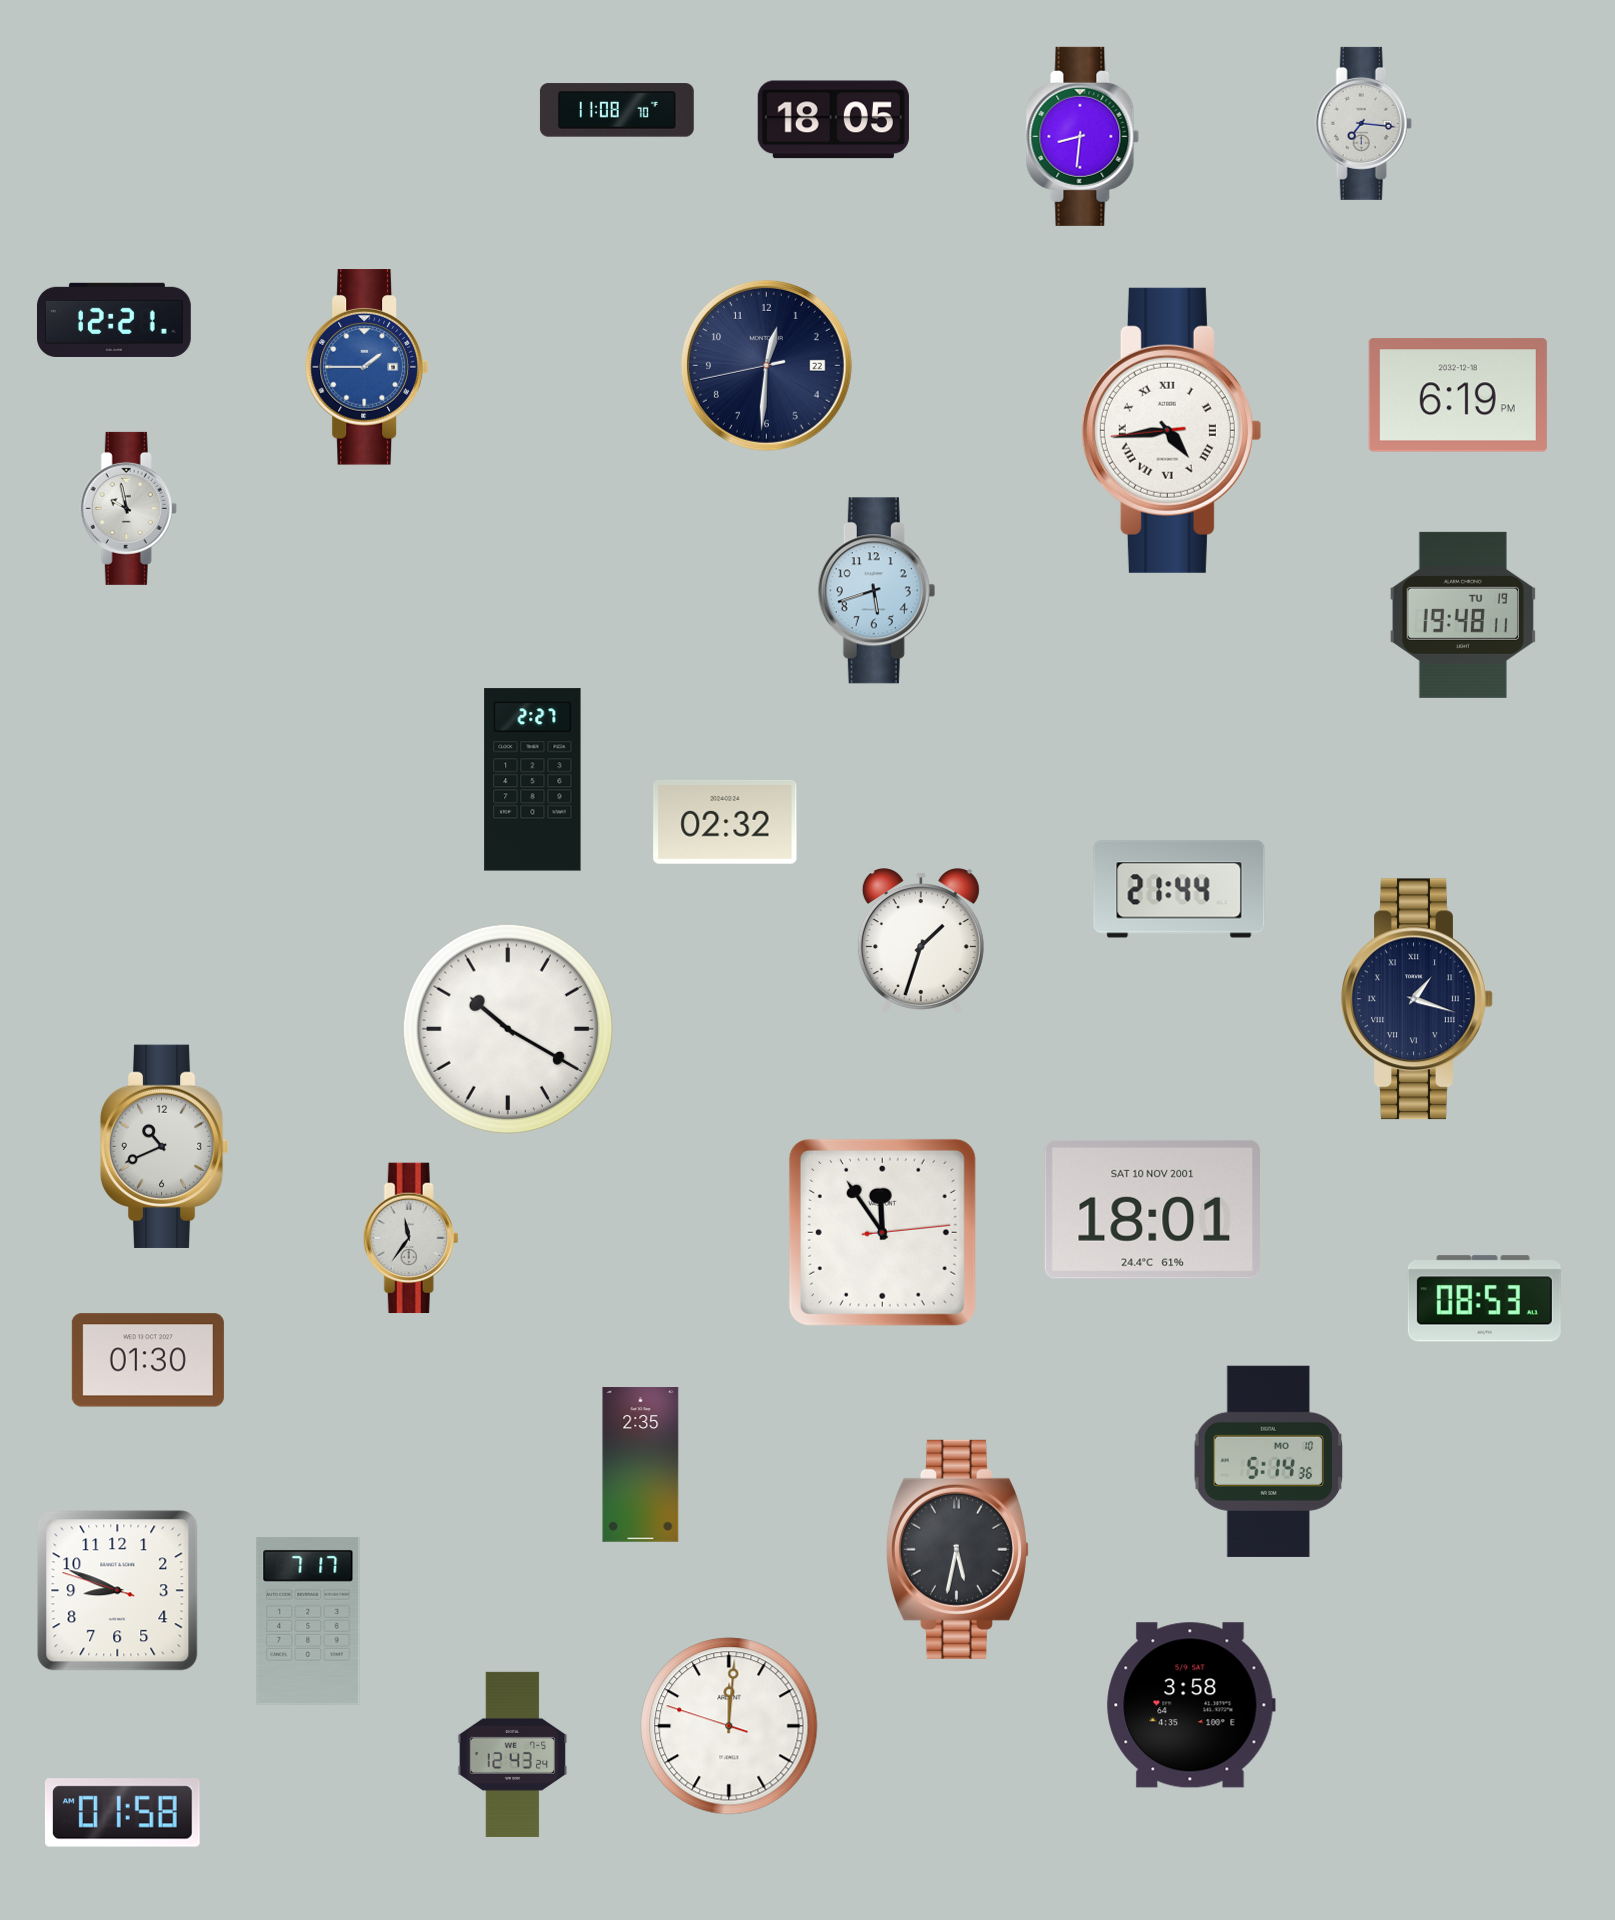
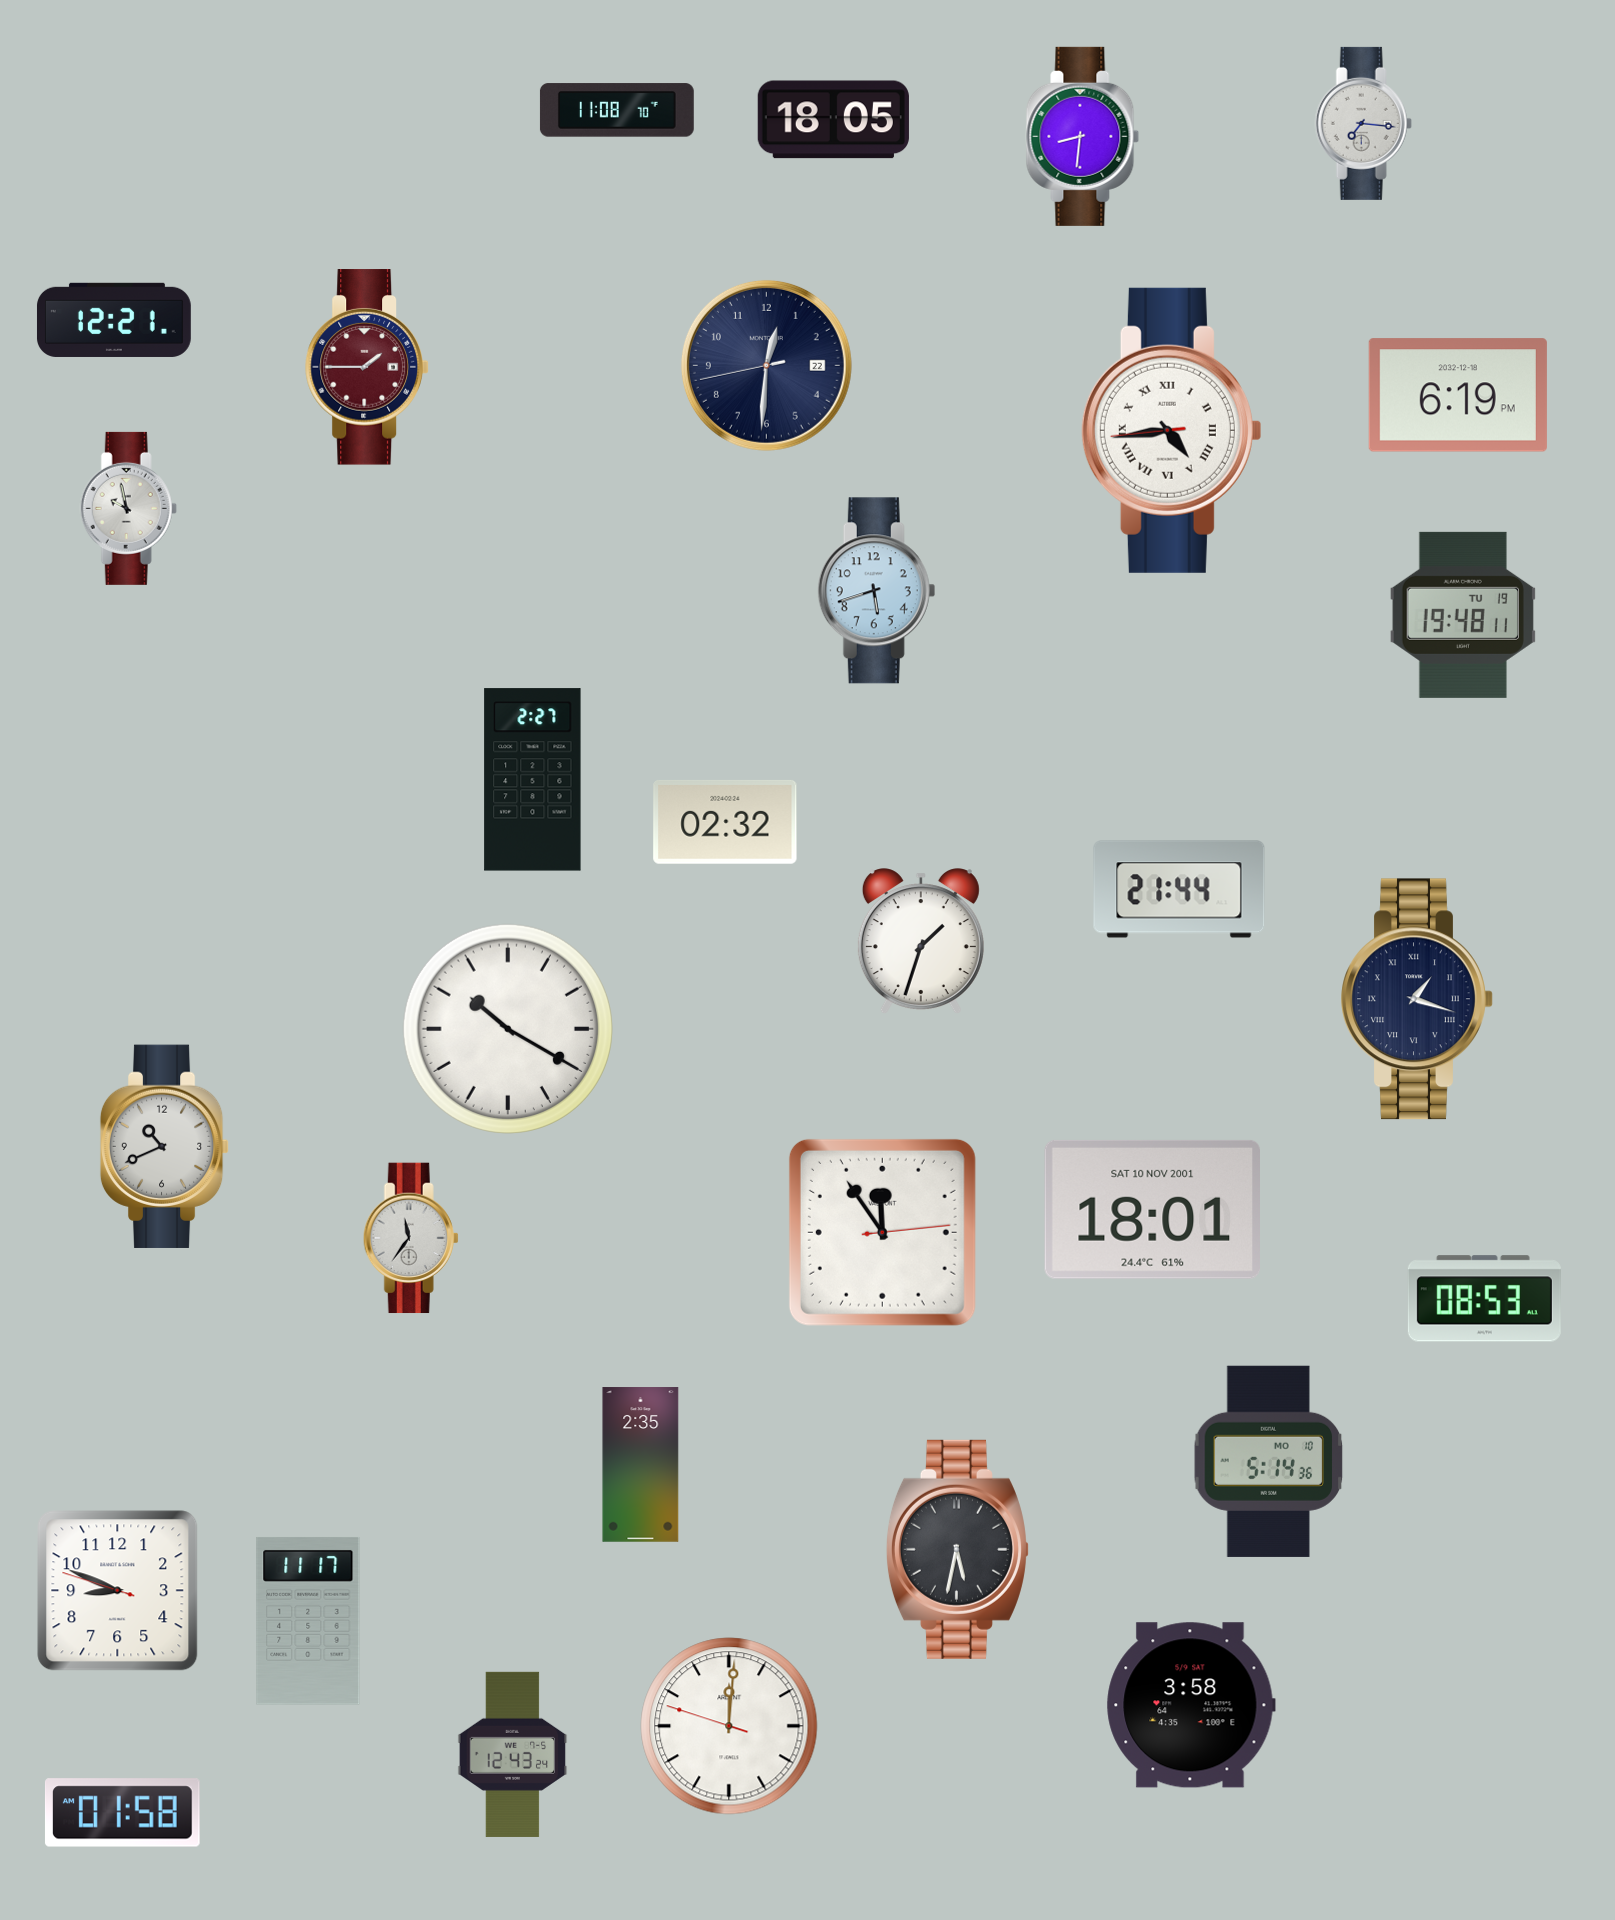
clock at (367, 367) dial: blue -> burgundy
clock at (148, 1360): 01:30 -> none
clock at (308, 1621): 7:17 -> 11:17
